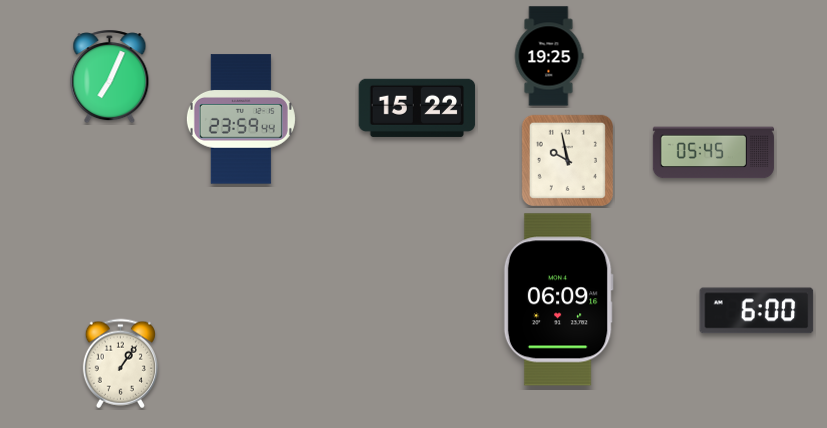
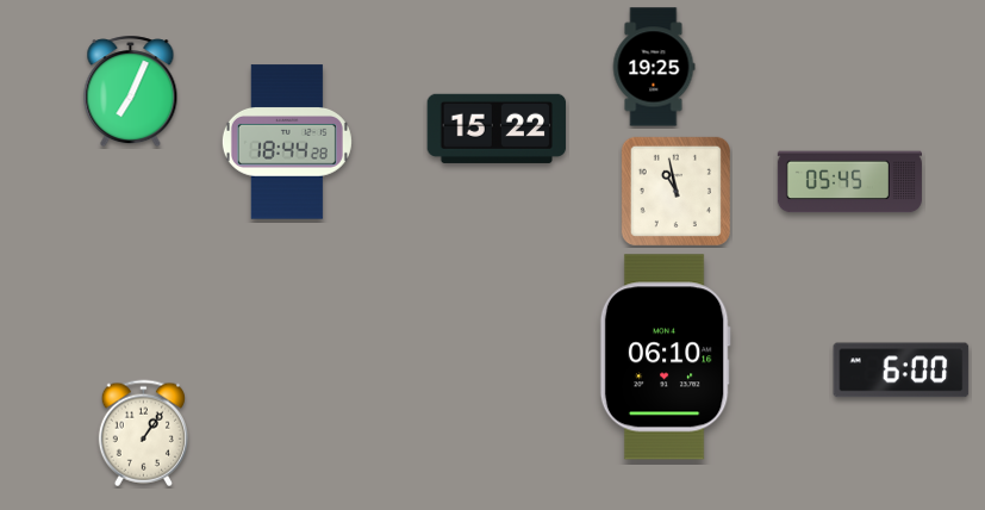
clock at (241, 119): 23:59 -> 18:44
clock at (567, 160): 9:58 -> 10:58
clock at (558, 300): 06:09 -> 06:10
